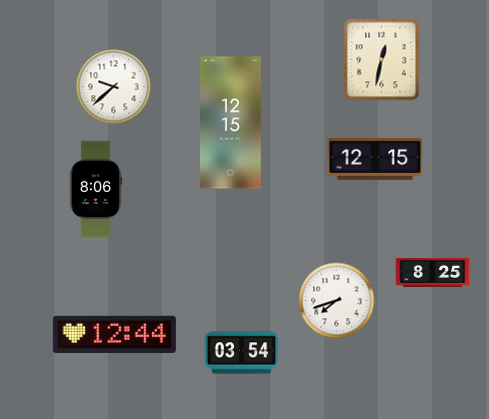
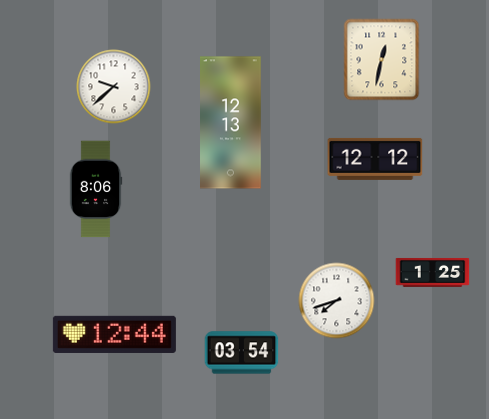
clock at (231, 123): 12:15 -> 12:13
clock at (375, 159): 12:15 -> 12:12
clock at (433, 272): 8:25 -> 1:25
